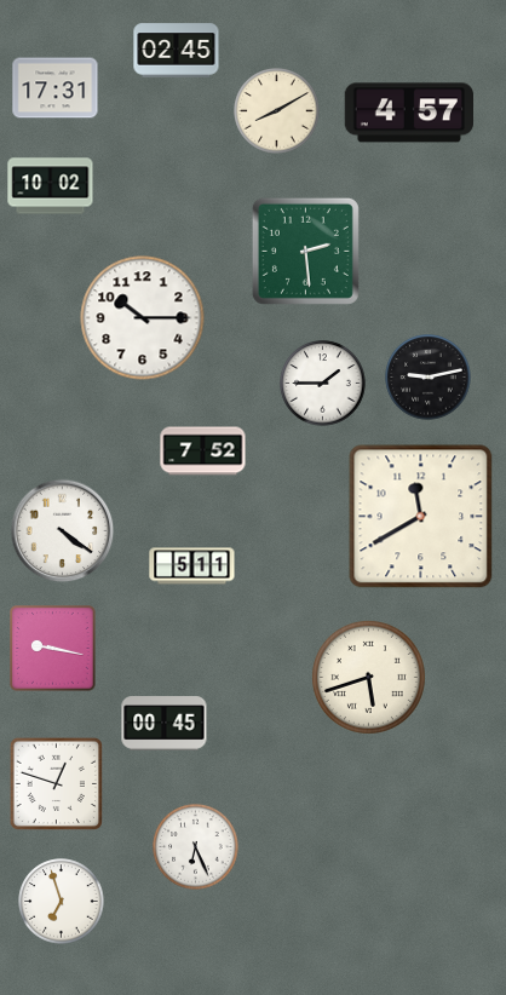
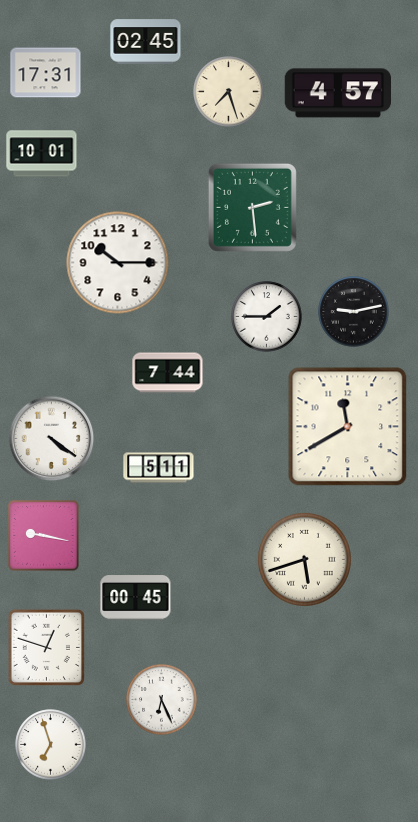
clock at (277, 111): 8:10 -> 7:27
clock at (51, 186): 10:02 -> 10:01
clock at (203, 452): 7:52 -> 7:44
